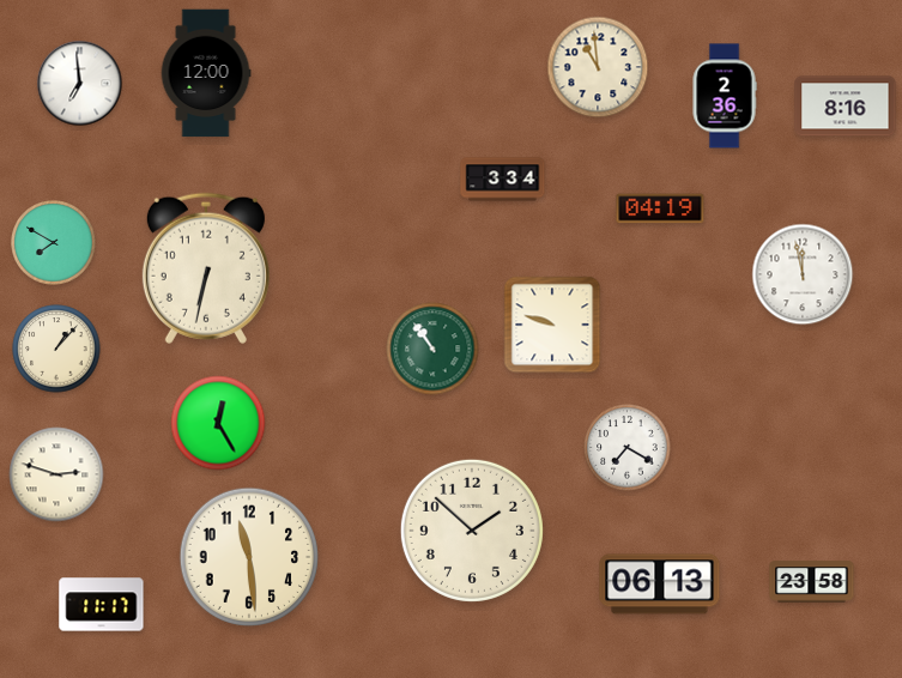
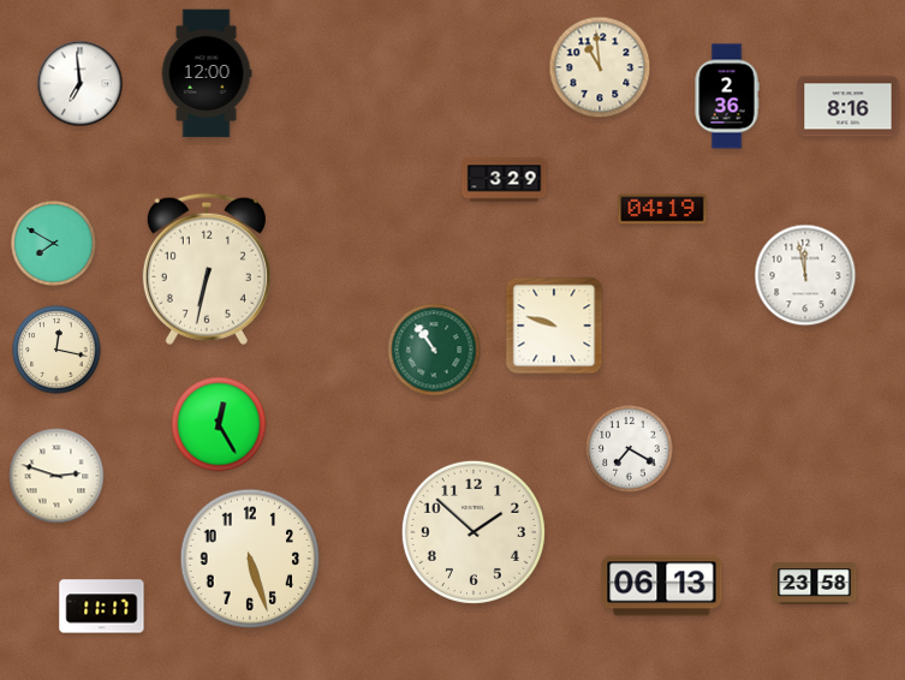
clock at (503, 180): 3:34 -> 3:29
clock at (56, 349): 1:07 -> 12:17
clock at (249, 557): 11:29 -> 5:27
